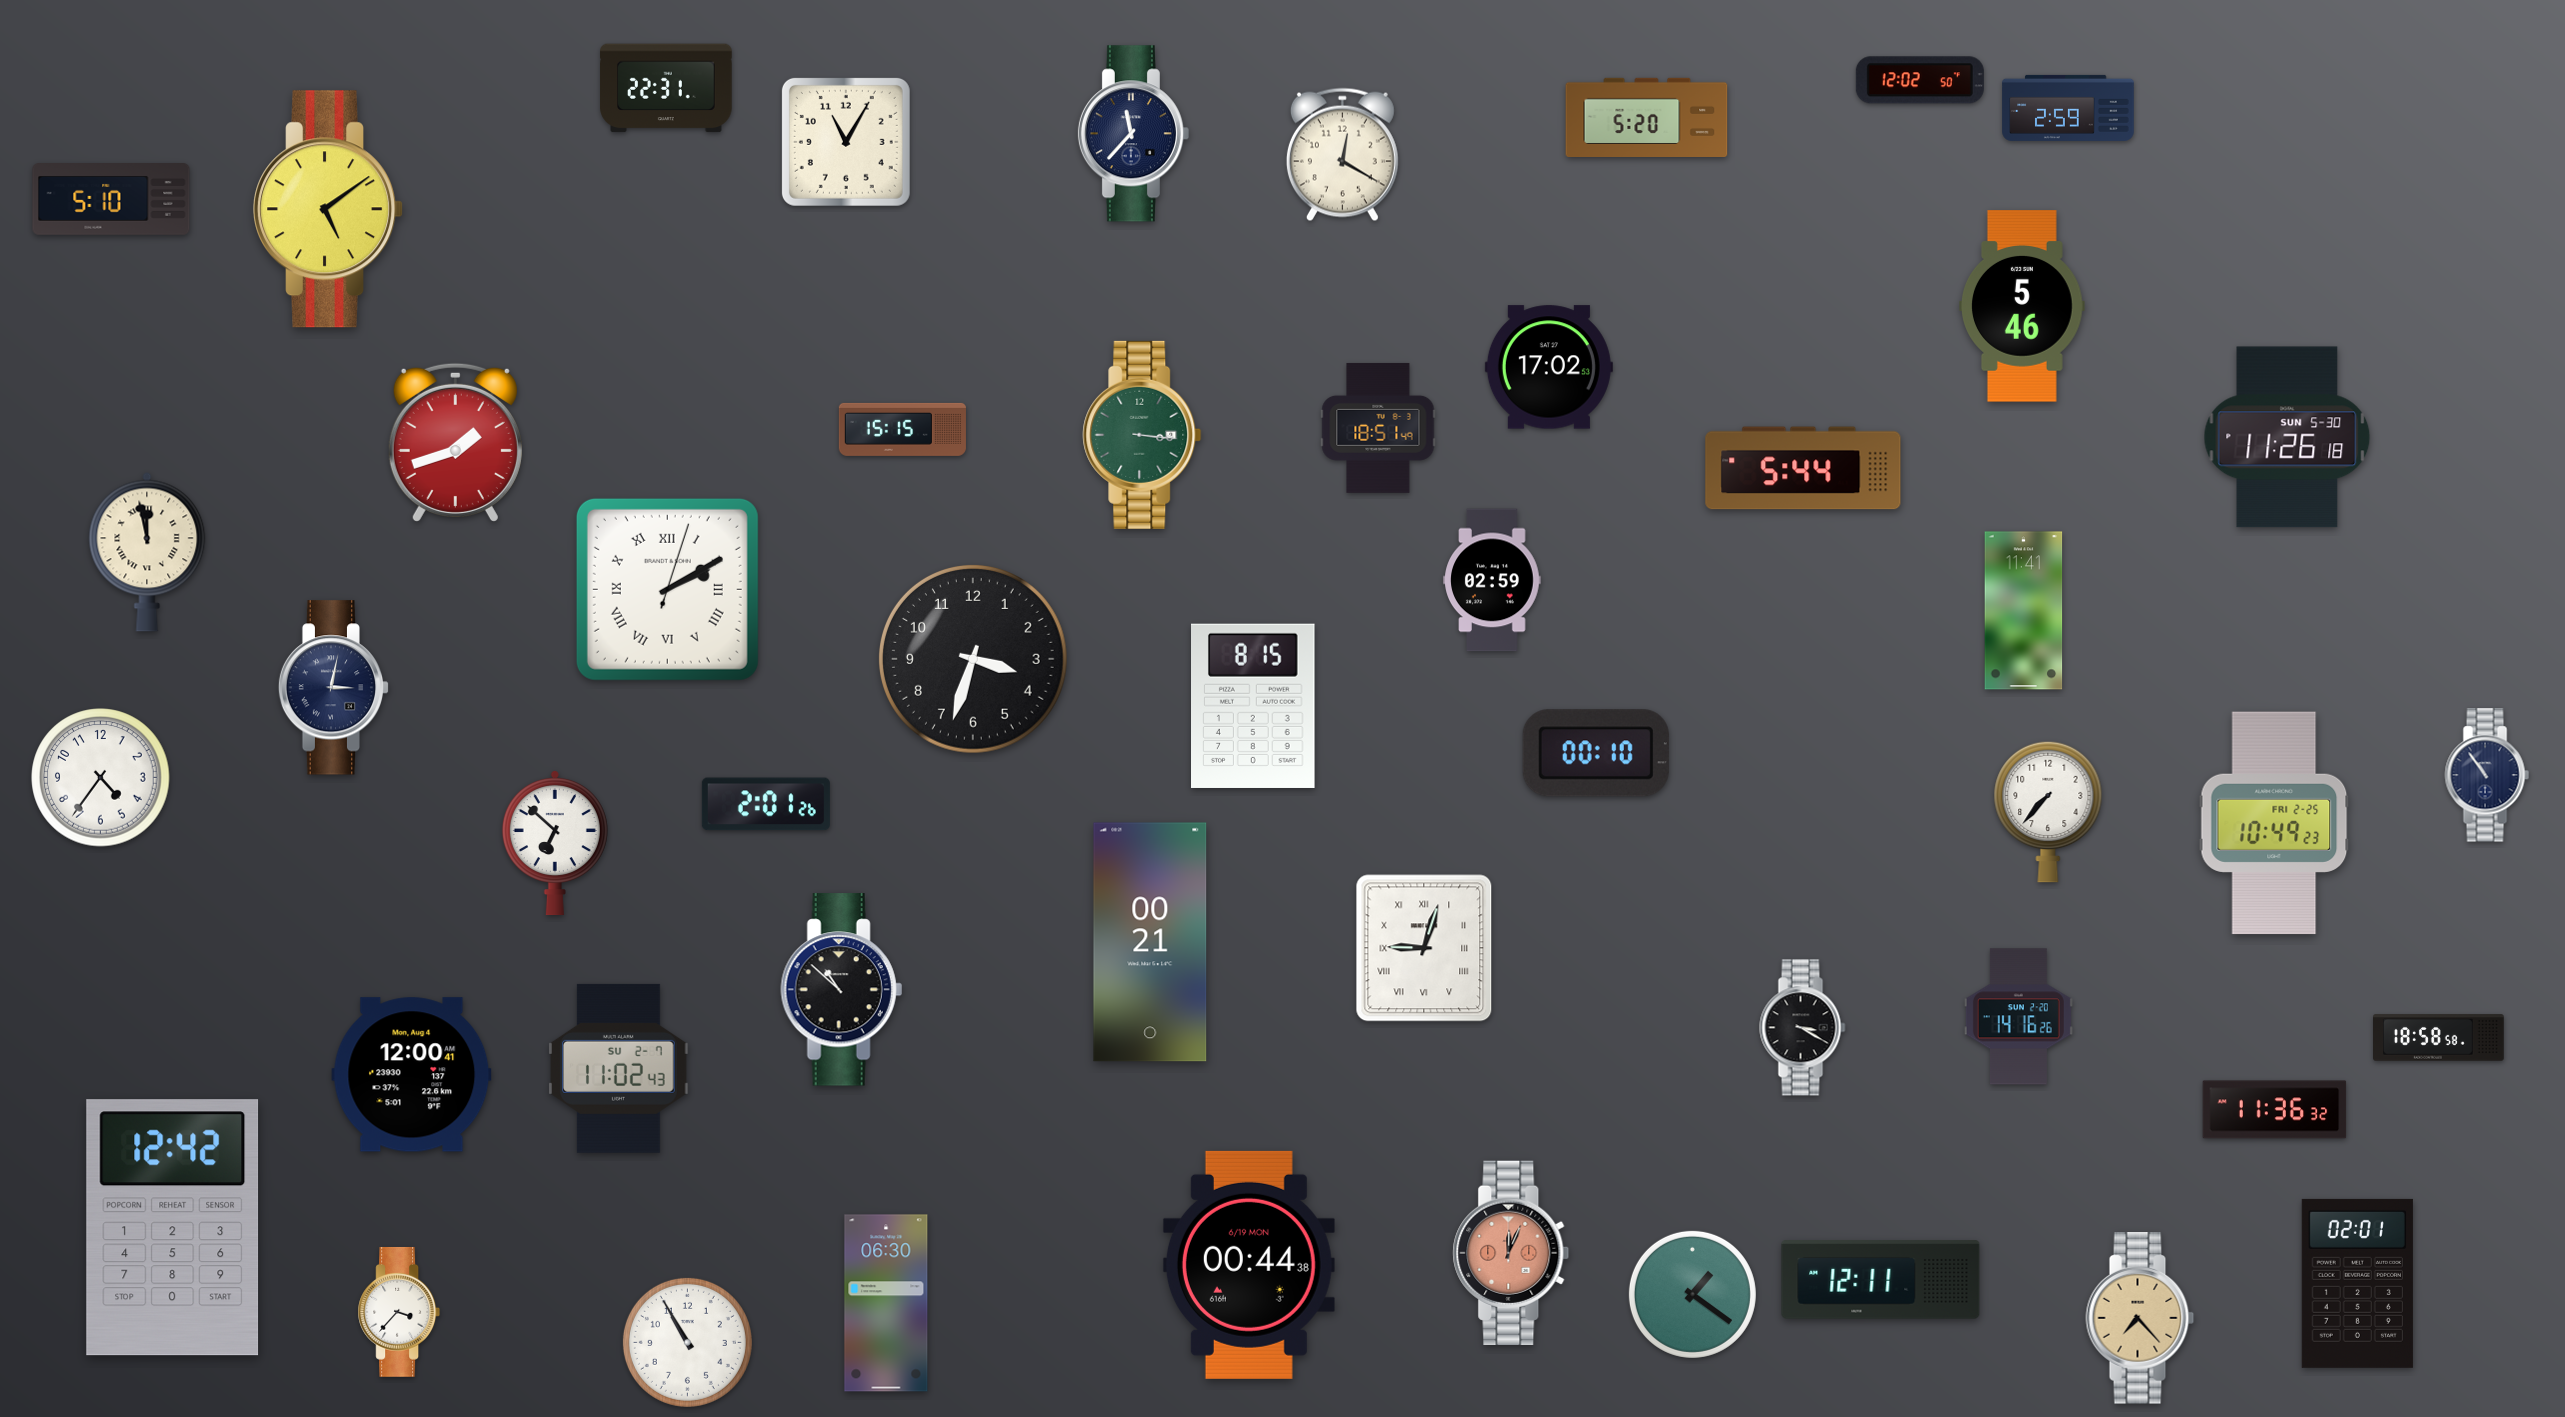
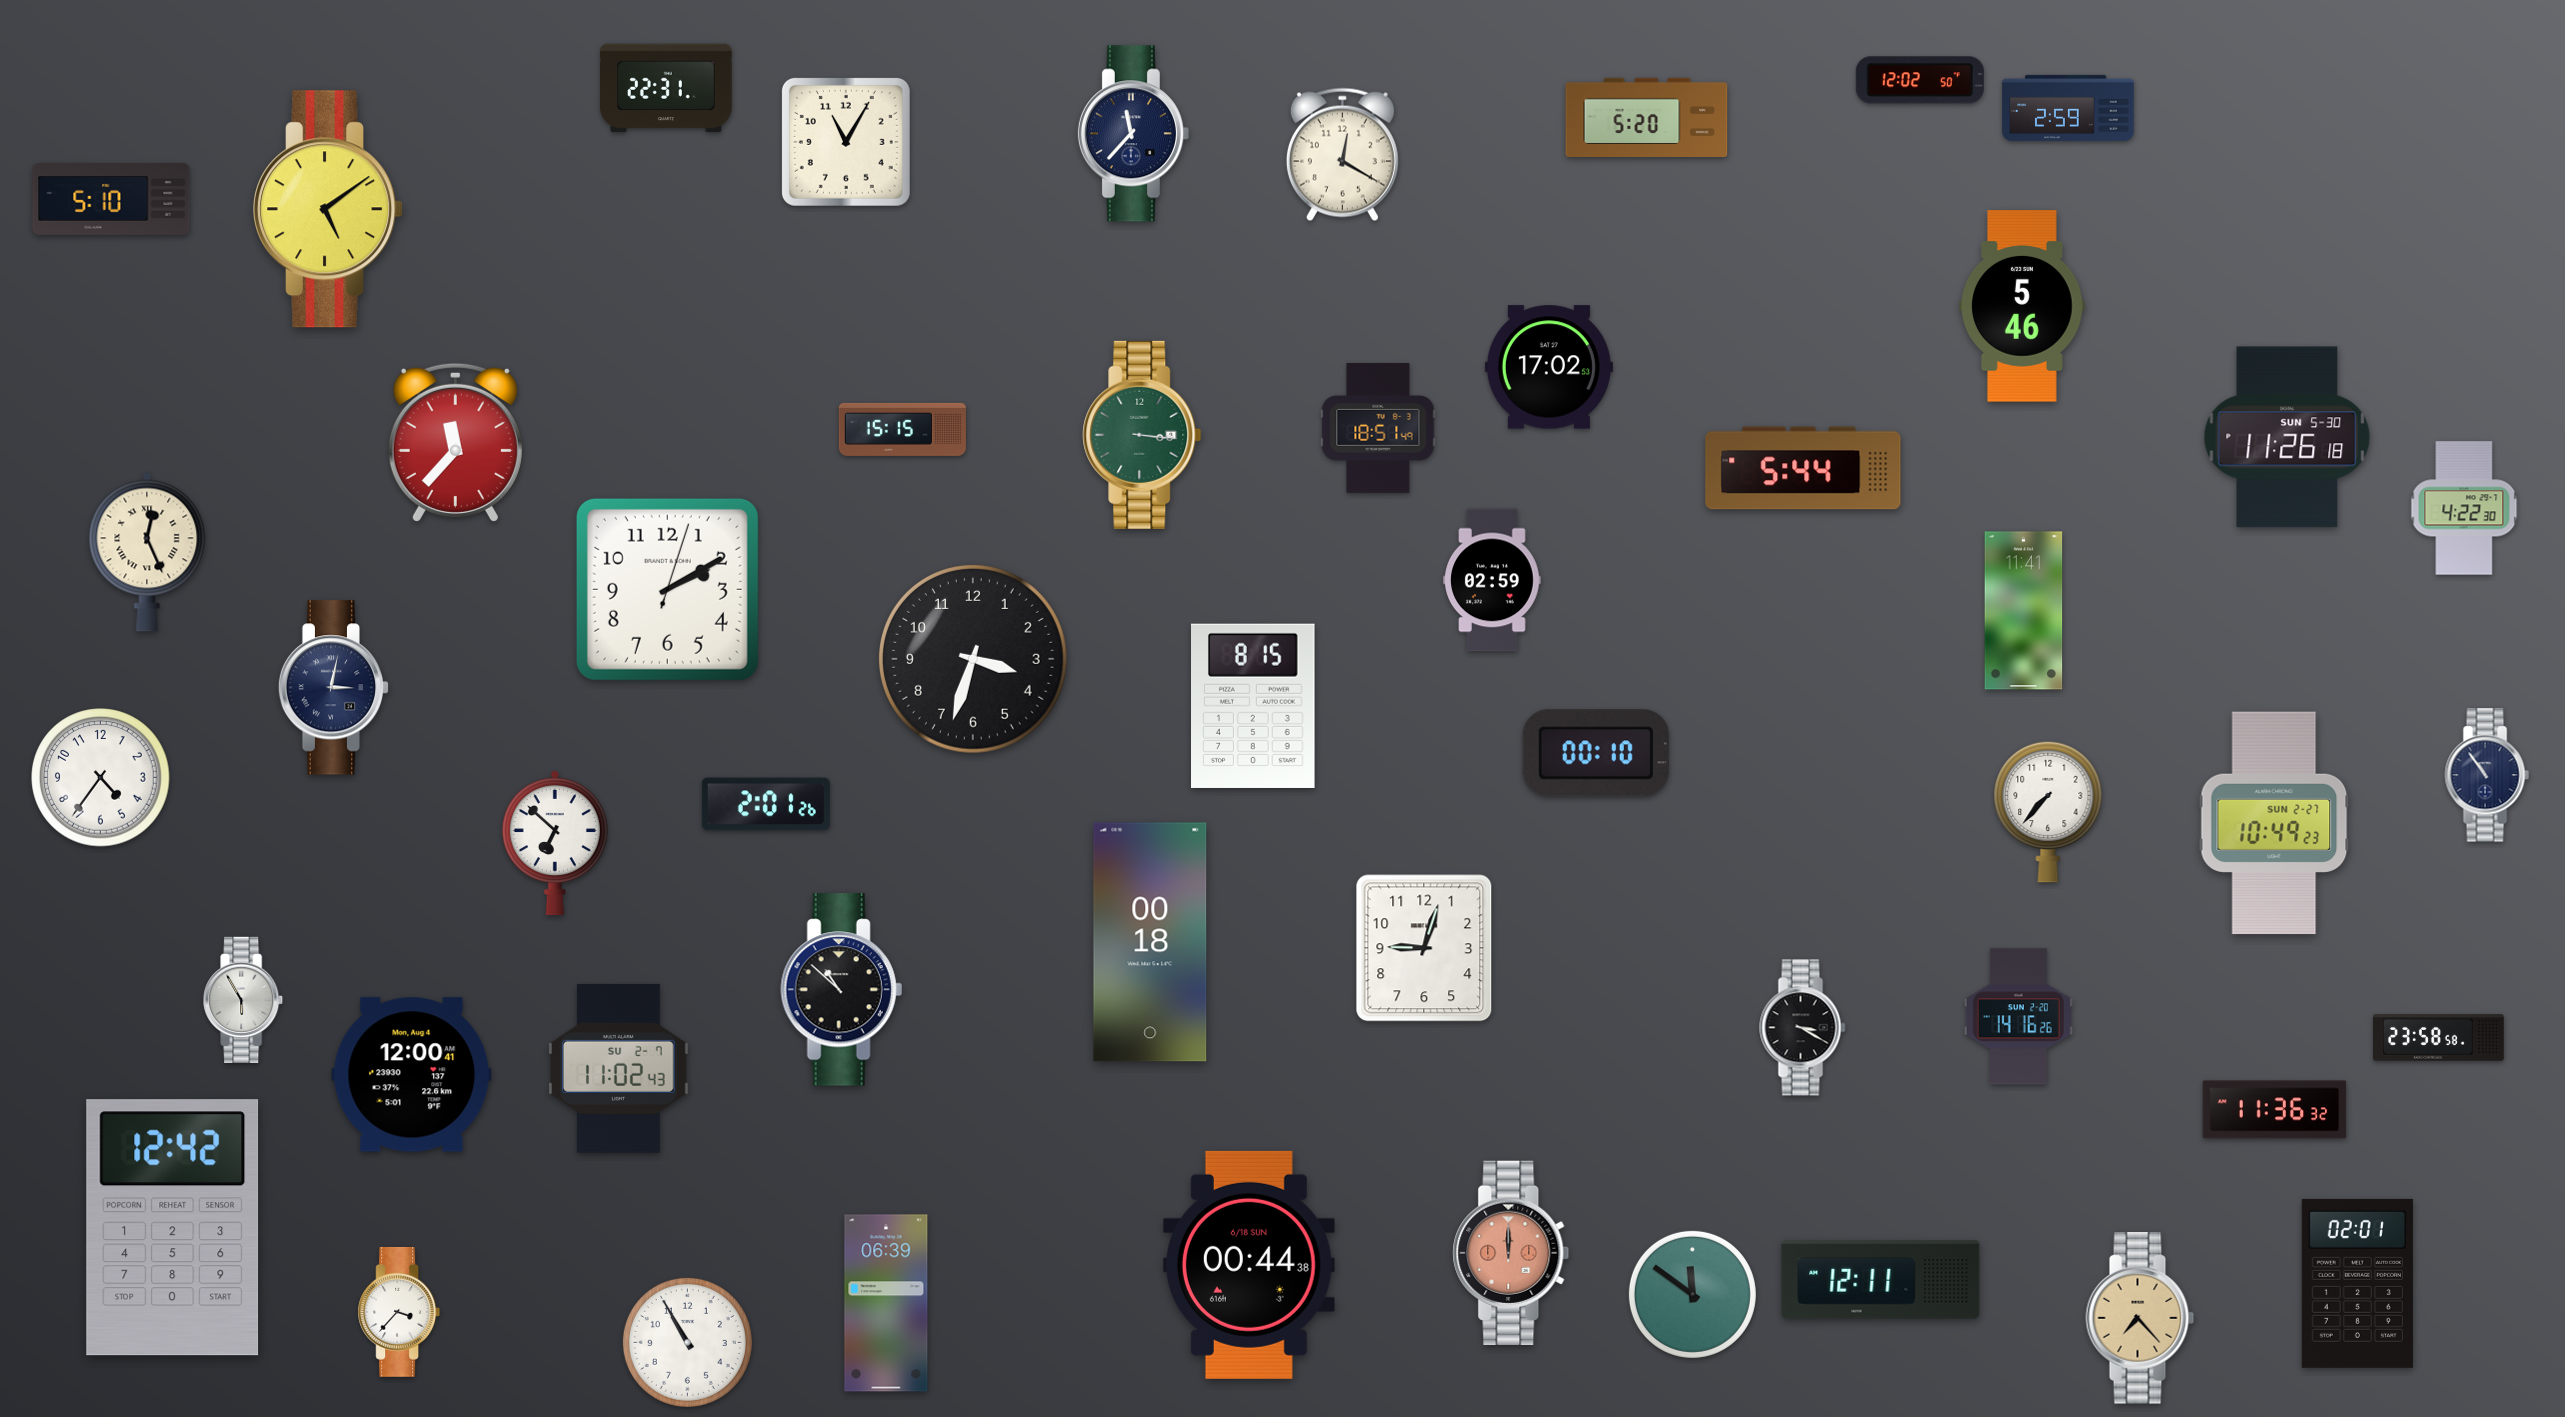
clock at (455, 442): 1:42 -> 11:37
clock at (2464, 508): none -> 4:22
clock at (147, 552): 11:58 -> 12:26
clock at (667, 589) numerals: Roman -> Arabic
clock at (2274, 823) date: FRI 2-25 -> SUN 2-27
clock at (1150, 942): 00:21 -> 00:18
clock at (1424, 948) numerals: Roman -> Arabic
clock at (244, 1000): none -> 5:55
clock at (2439, 1038): 18:58 -> 23:58
clock at (1511, 1253): 12:04 -> 12:00
clock at (1249, 1265) date: 6/19 MON -> 6/18 SUN
clock at (1692, 1294): 1:21 -> 11:51
clock at (886, 1303): 06:30 -> 06:39
